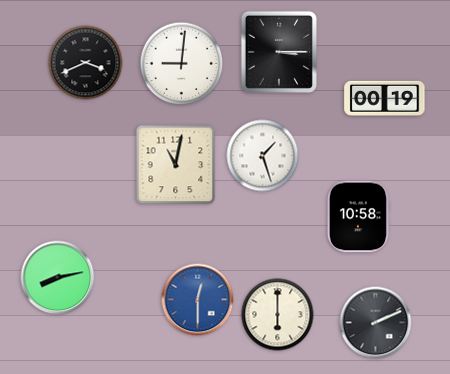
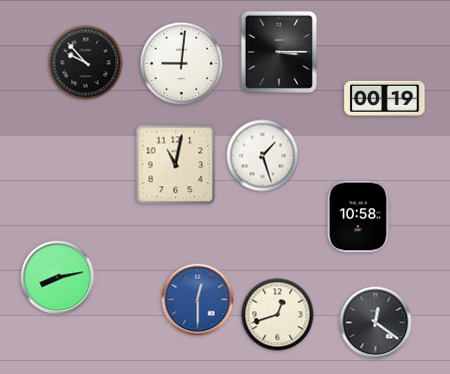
clock at (86, 63): 3:41 -> 9:53
clock at (278, 315): 6:00 -> 12:42
clock at (376, 323): 2:11 -> 12:21
